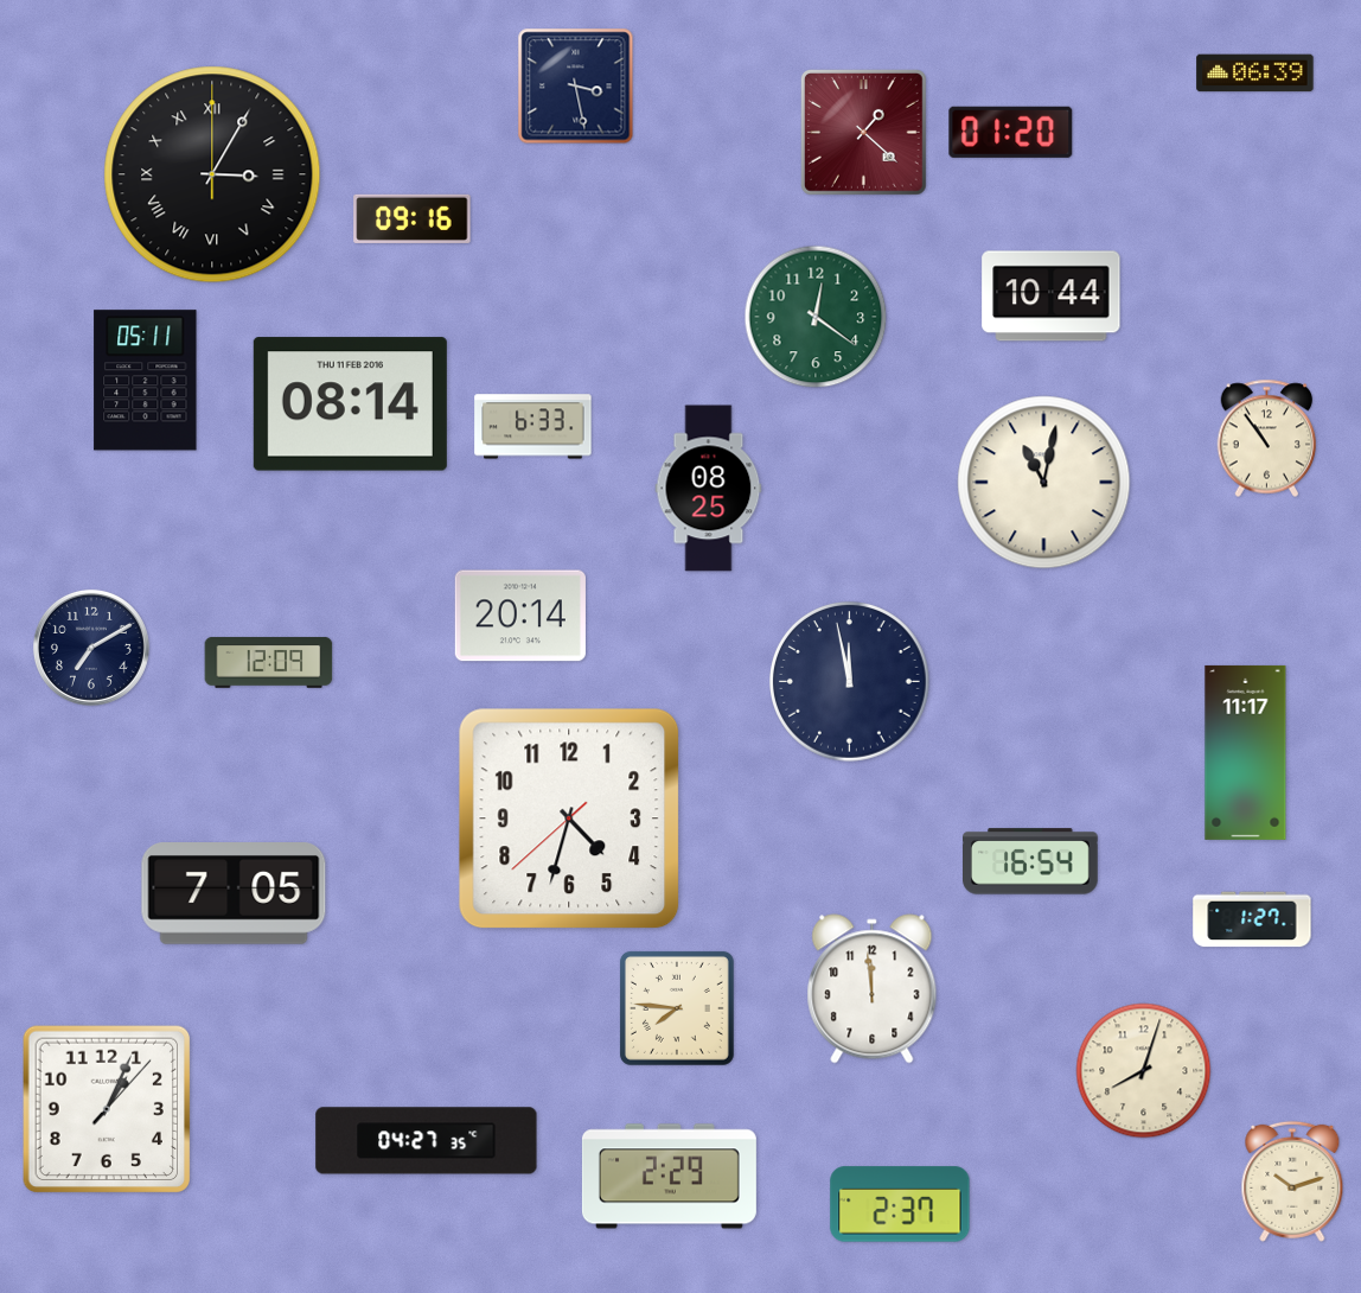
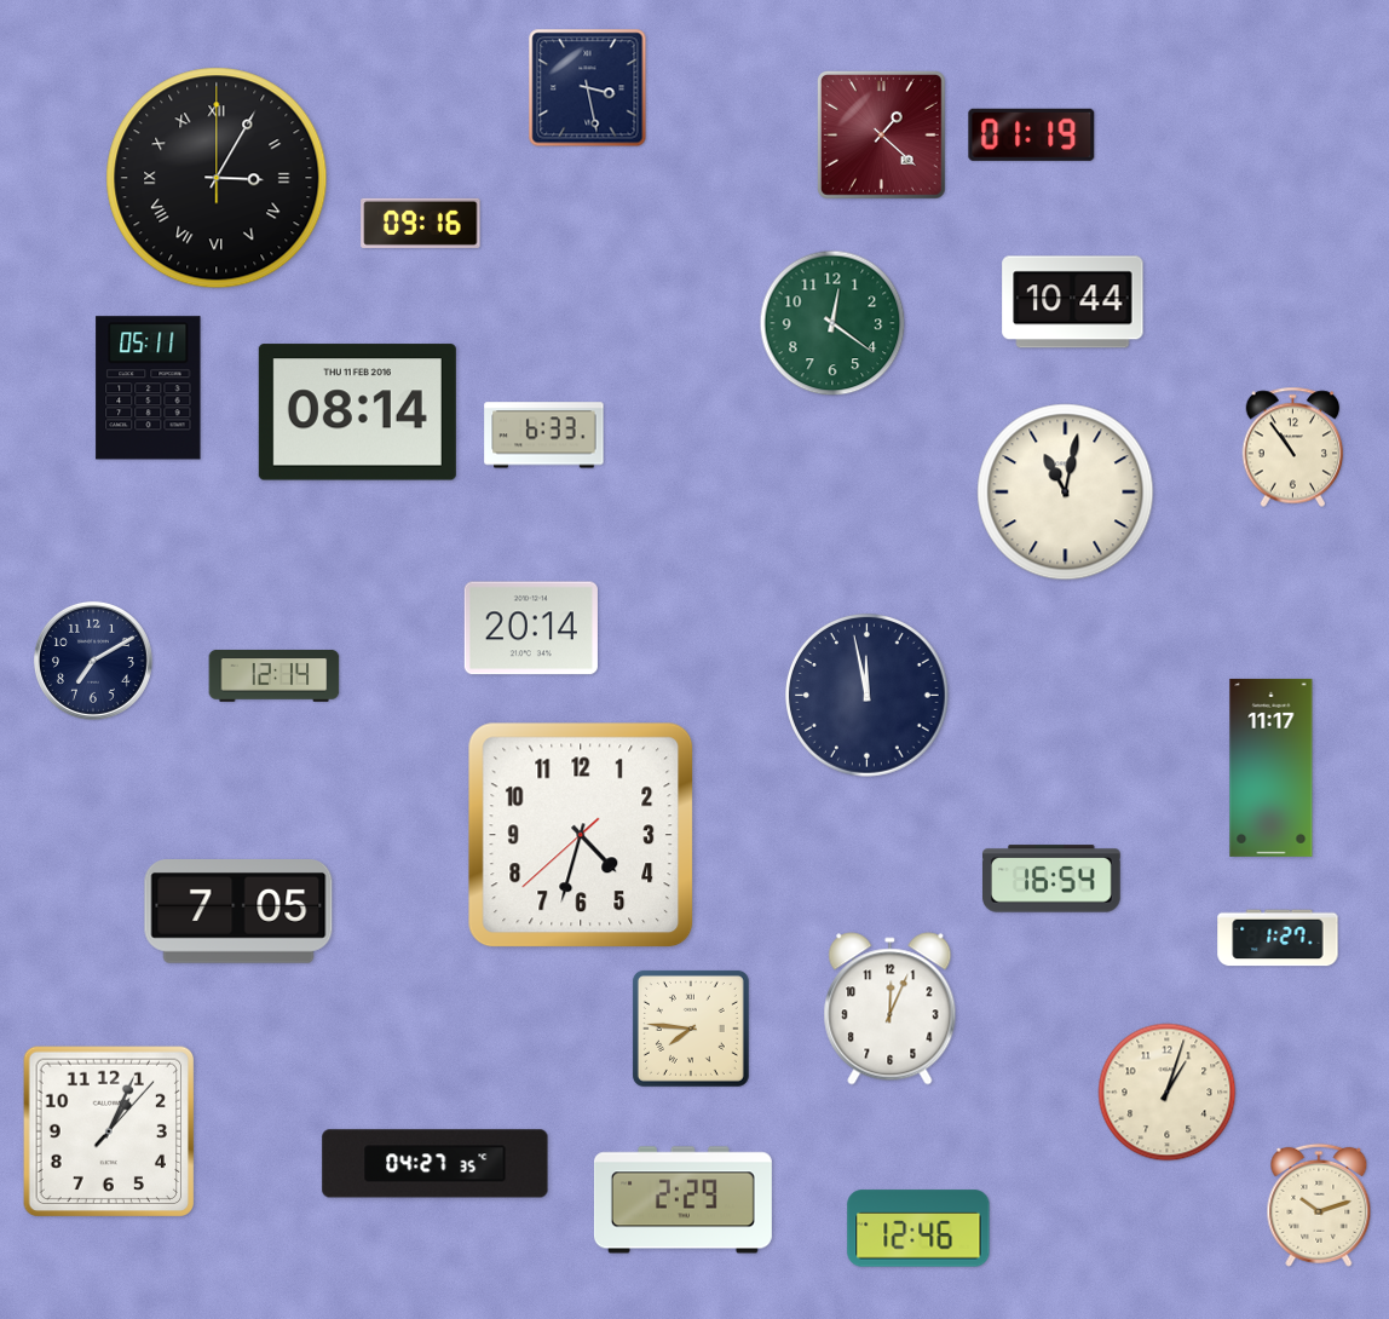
clock at (1255, 74): 06:39 -> none
clock at (1011, 132): 01:20 -> 01:19
clock at (709, 489): 08:25 -> none
clock at (269, 663): 12:09 -> 12:14
clock at (873, 989): 11:59 -> 12:04
clock at (1144, 1071): 8:03 -> 1:03
clock at (900, 1204): 2:37 -> 12:46
